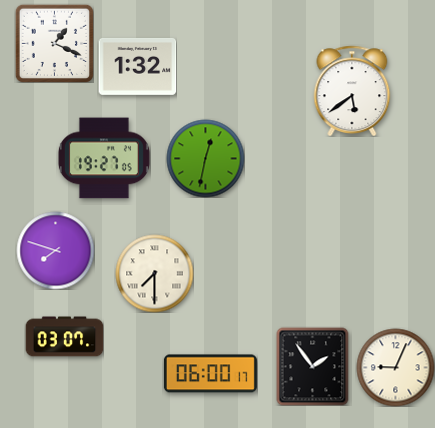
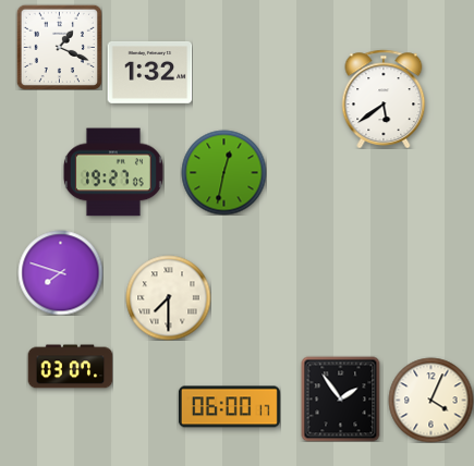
clock at (395, 367): 9:04 -> 4:04
